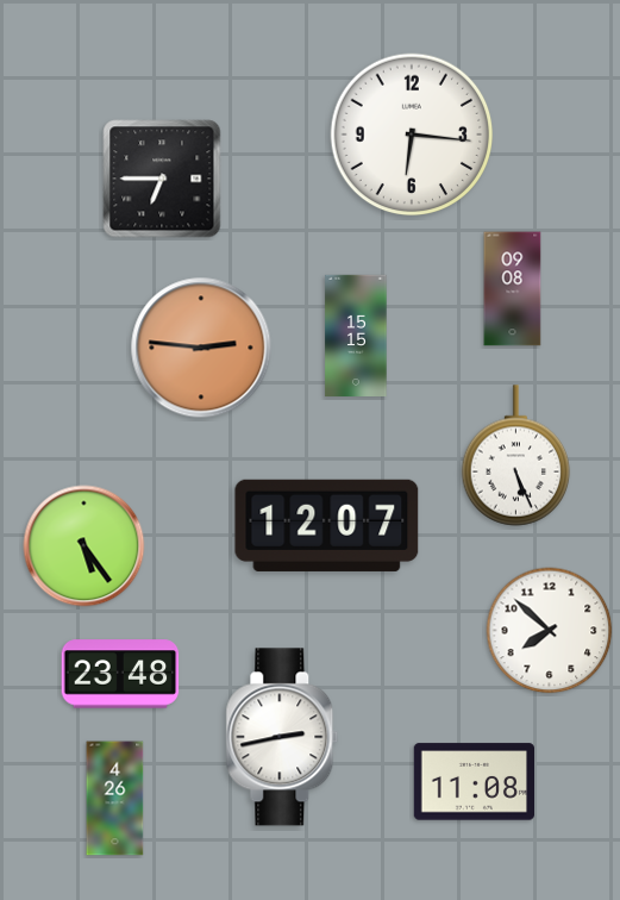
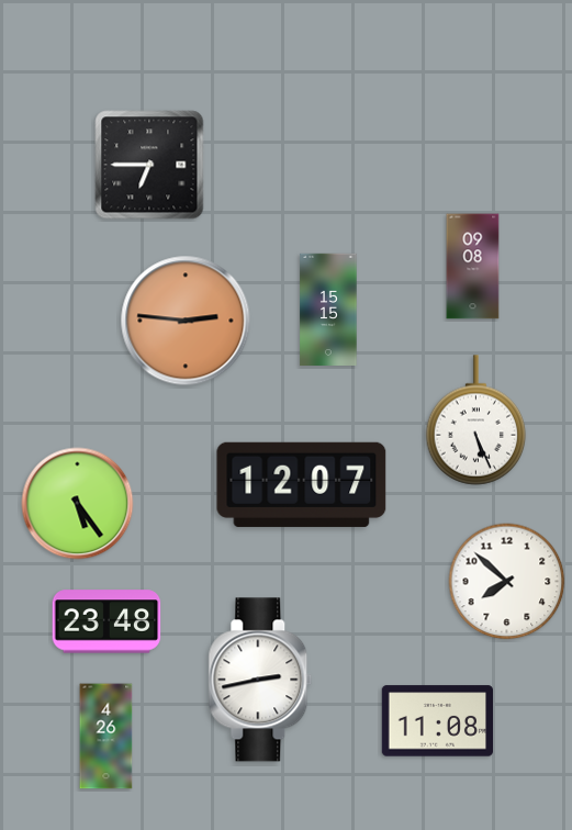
clock at (412, 135): 6:16 -> none
clock at (120, 674) position: (120, 674) -> (106, 621)
